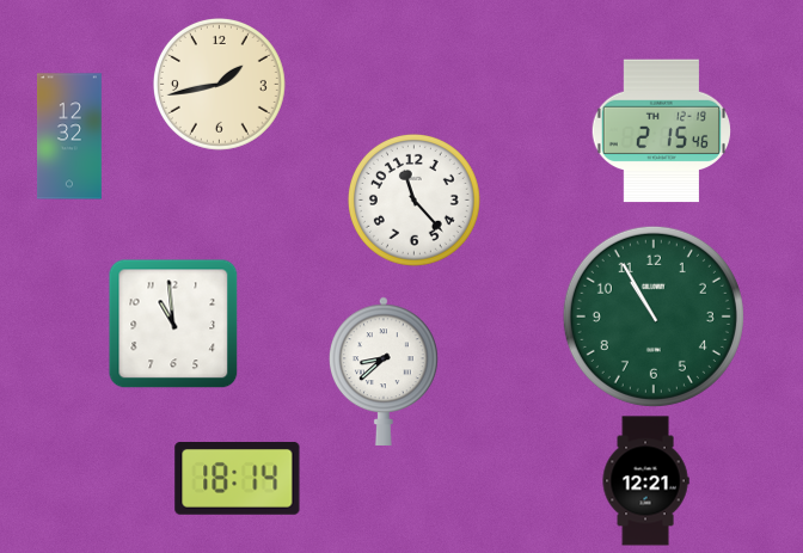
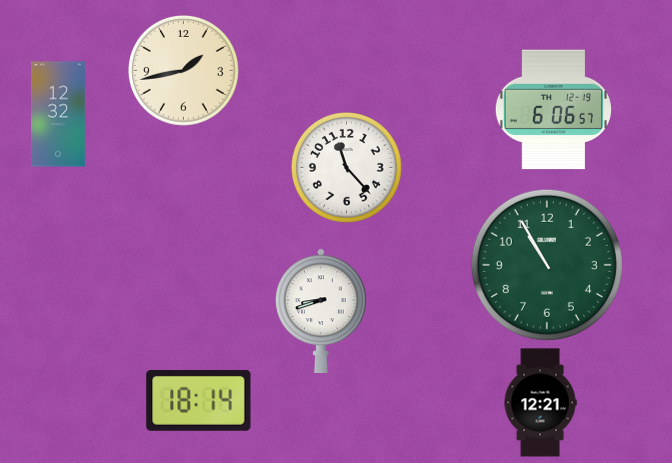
clock at (661, 131): 2:15 -> 6:06
clock at (173, 324): 10:59 -> none
clock at (385, 371): 8:38 -> 8:42
